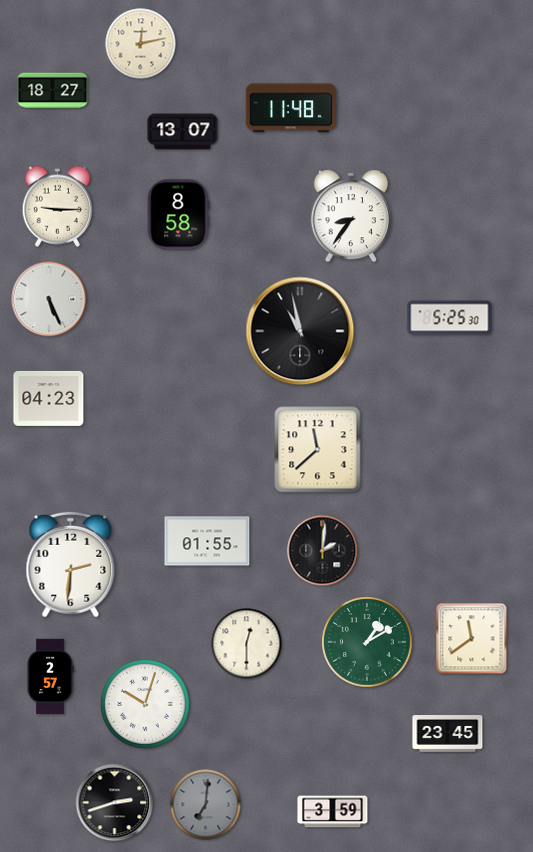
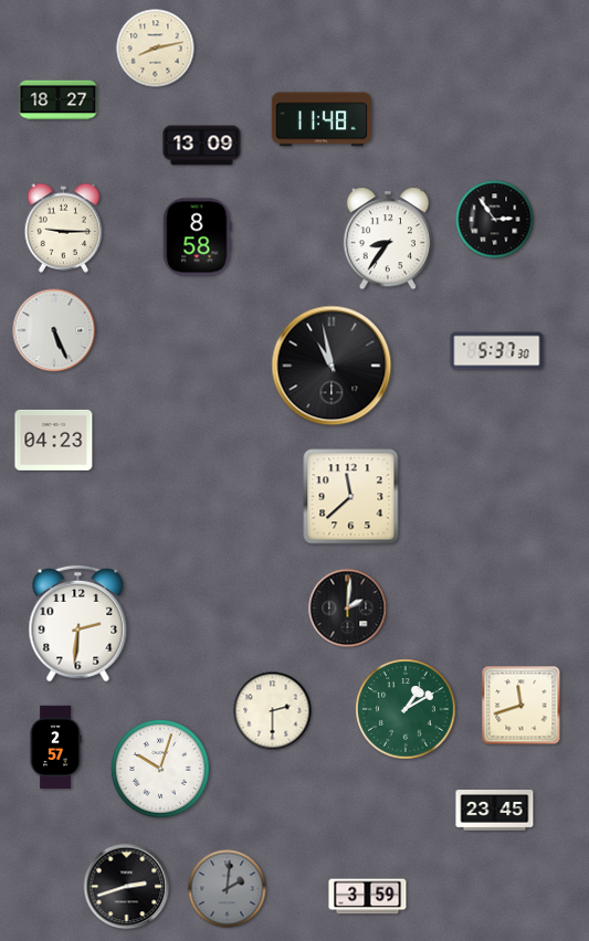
clock at (141, 44): 12:13 -> 8:13
clock at (183, 132): 13:07 -> 13:09
clock at (495, 220): none -> 2:54
clock at (450, 318): 5:25 -> 5:37
clock at (207, 541): 01:55 -> none
clock at (323, 551) position: (323, 551) -> (348, 609)
clock at (472, 639): 11:39 -> 11:42
clock at (247, 644): 12:30 -> 2:30
clock at (145, 704) position: (145, 704) -> (160, 769)
clock at (206, 805): 7:01 -> 2:01
